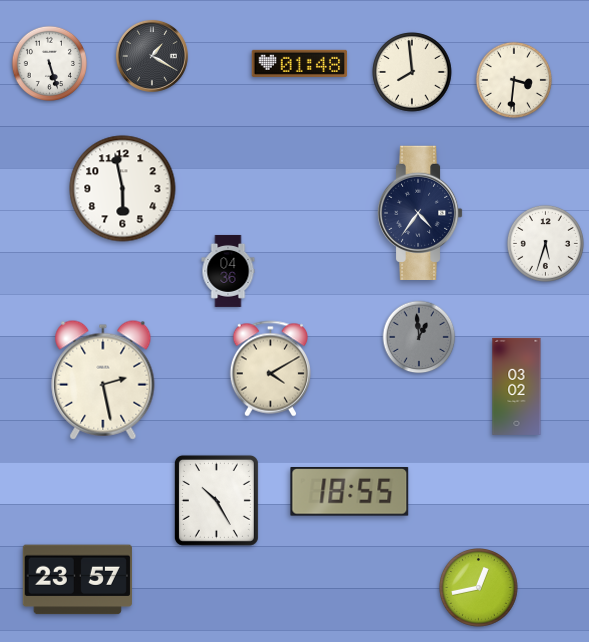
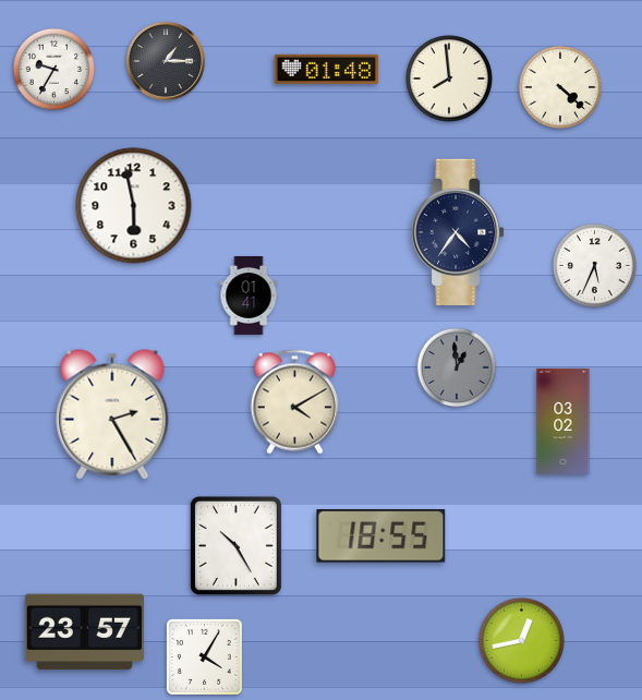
clock at (152, 56): 1:20 -> 1:15
clock at (49, 63): 5:27 -> 9:35
clock at (514, 80): 3:31 -> 4:22
clock at (545, 243): 5:33 -> 5:34
clock at (228, 271): 04:36 -> 01:41
clock at (103, 380): 2:28 -> 2:25
clock at (204, 656): none -> 4:05
